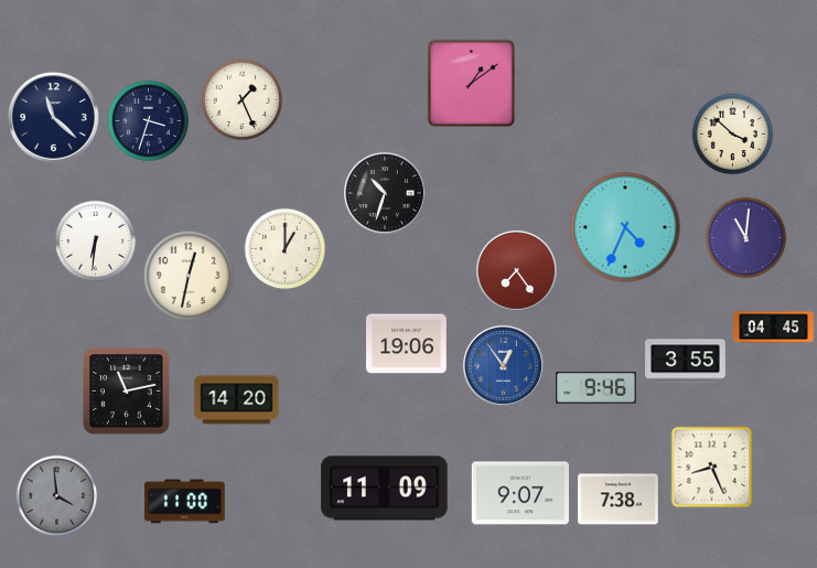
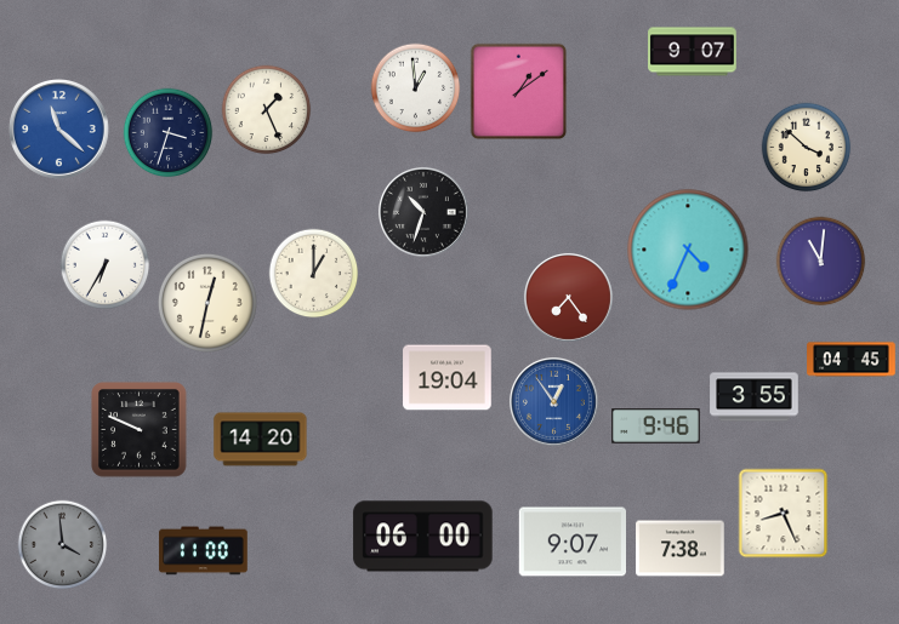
clock at (693, 52): none -> 9:07
clock at (416, 88): none -> 12:59
clock at (54, 118) dial: navy -> blue
clock at (149, 121) position: (149, 121) -> (169, 133)
clock at (96, 242): 6:31 -> 6:35
clock at (407, 344): 19:06 -> 19:04
clock at (127, 392): 11:13 -> 9:49
clock at (385, 489): 11:09 -> 06:00
